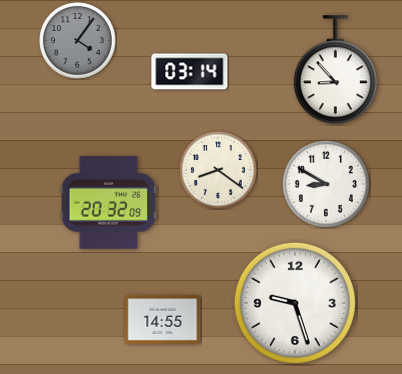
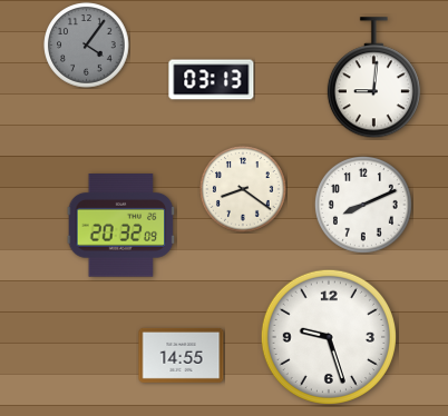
clock at (335, 70): 8:53 -> 9:01
clock at (190, 72): 03:14 -> 03:13
clock at (326, 184): 8:50 -> 8:11
